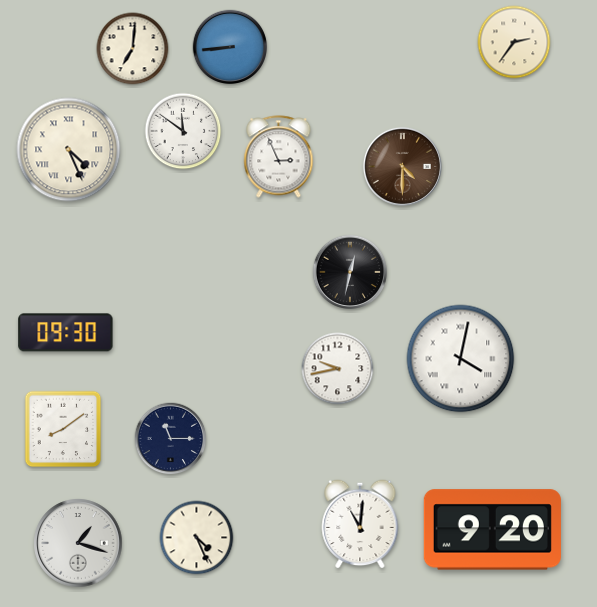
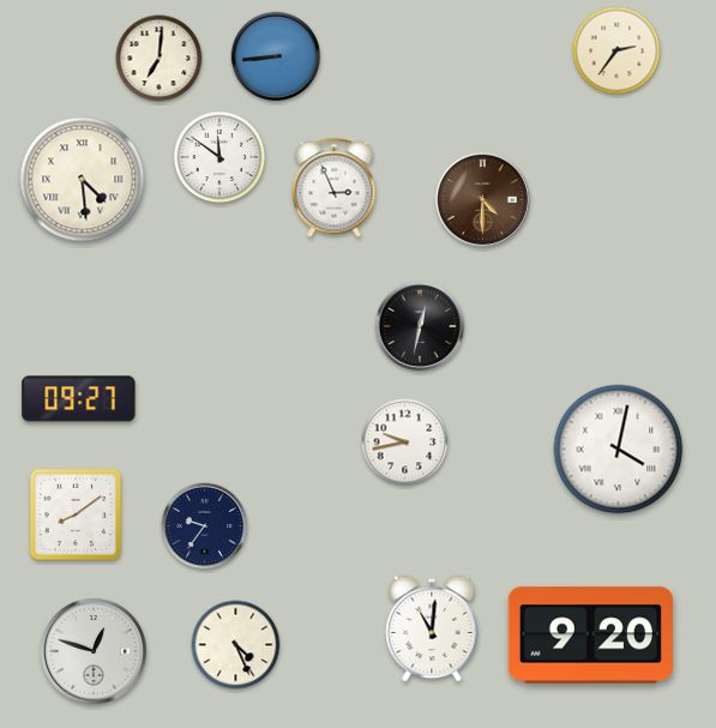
clock at (69, 150): 4:26 -> 4:29
clock at (66, 333): 09:30 -> 09:27
clock at (461, 359) position: (461, 359) -> (619, 450)
clock at (171, 439): 11:15 -> 9:36
clock at (78, 543): 1:18 -> 12:48
